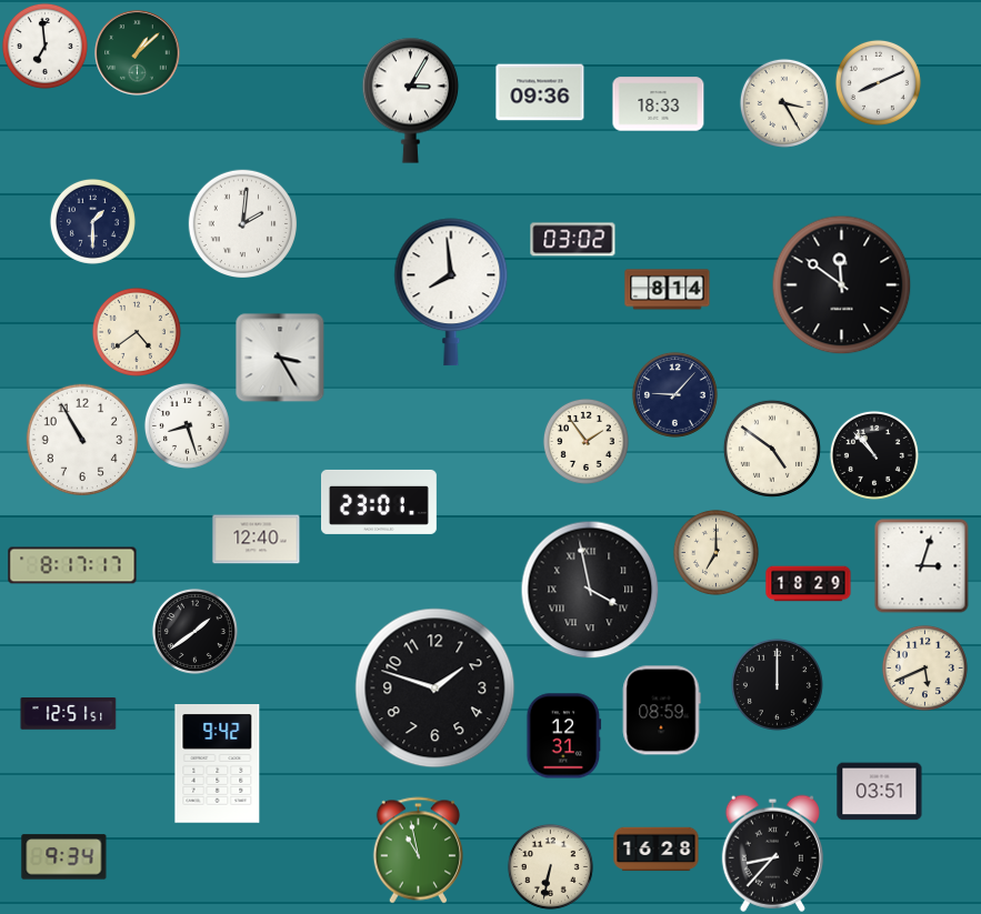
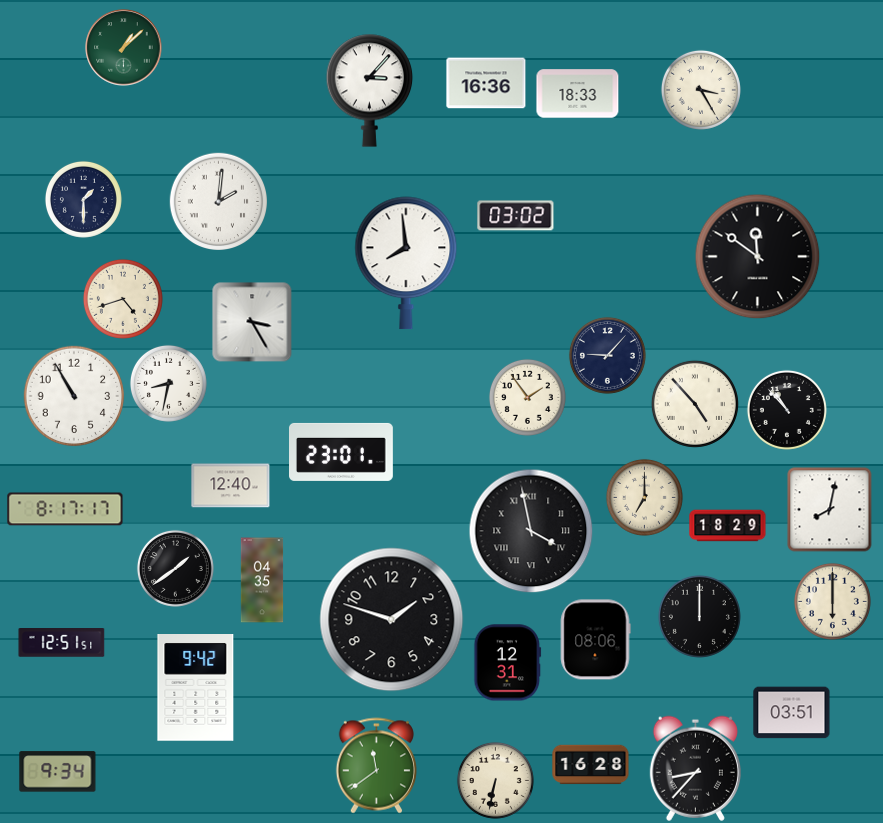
clock at (44, 46): 6:59 -> none
clock at (878, 82): 8:11 -> none
clock at (540, 92): 09:36 -> 16:36
clock at (411, 100): 3:05 -> 3:07
clock at (784, 103) position: (784, 103) -> (701, 90)
clock at (659, 104) position: (659, 104) -> (578, 94)
clock at (668, 290): 8:14 -> none
clock at (137, 332): 4:39 -> 4:42
clock at (187, 425): 8:27 -> 8:32
clock at (772, 449): 4:51 -> 4:53
clock at (922, 566): 3:03 -> 8:02
clock at (262, 580): none -> 04:35
clock at (924, 667): 5:41 -> 6:00
clock at (661, 711): 08:59 -> 08:06
clock at (418, 851): 10:58 -> 11:39
